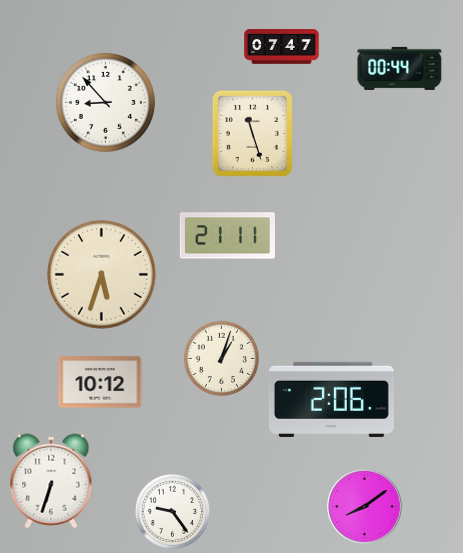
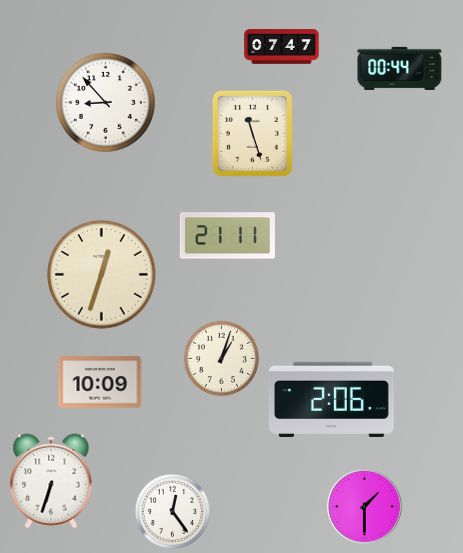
clock at (102, 275): 5:33 -> 12:33
clock at (100, 382): 10:12 -> 10:09
clock at (365, 507): 8:09 -> 1:30
clock at (172, 511): 9:24 -> 12:24
